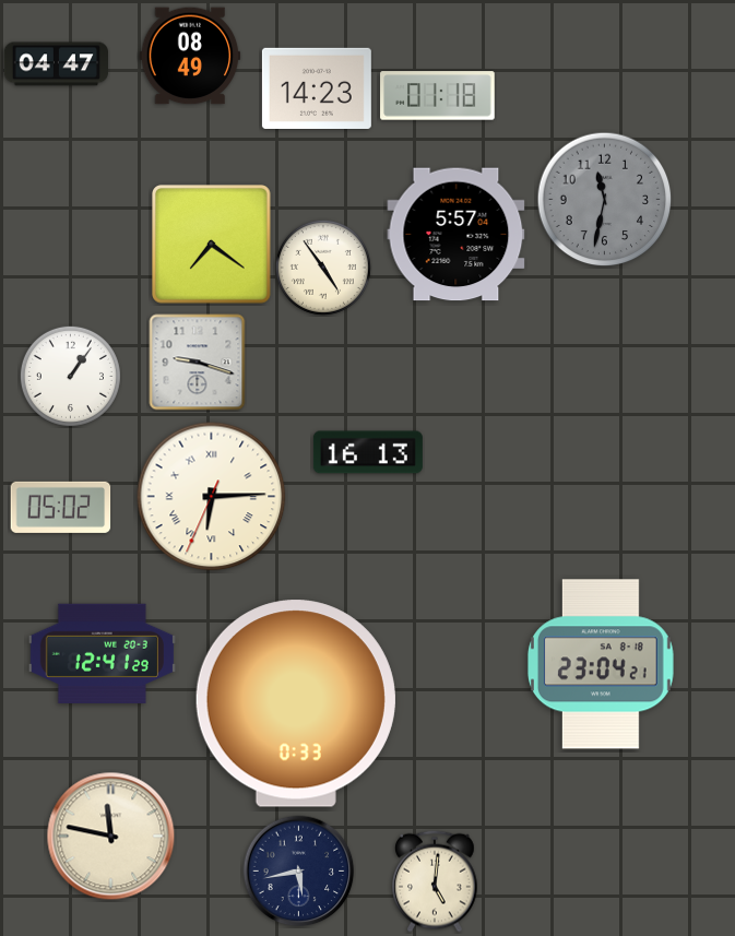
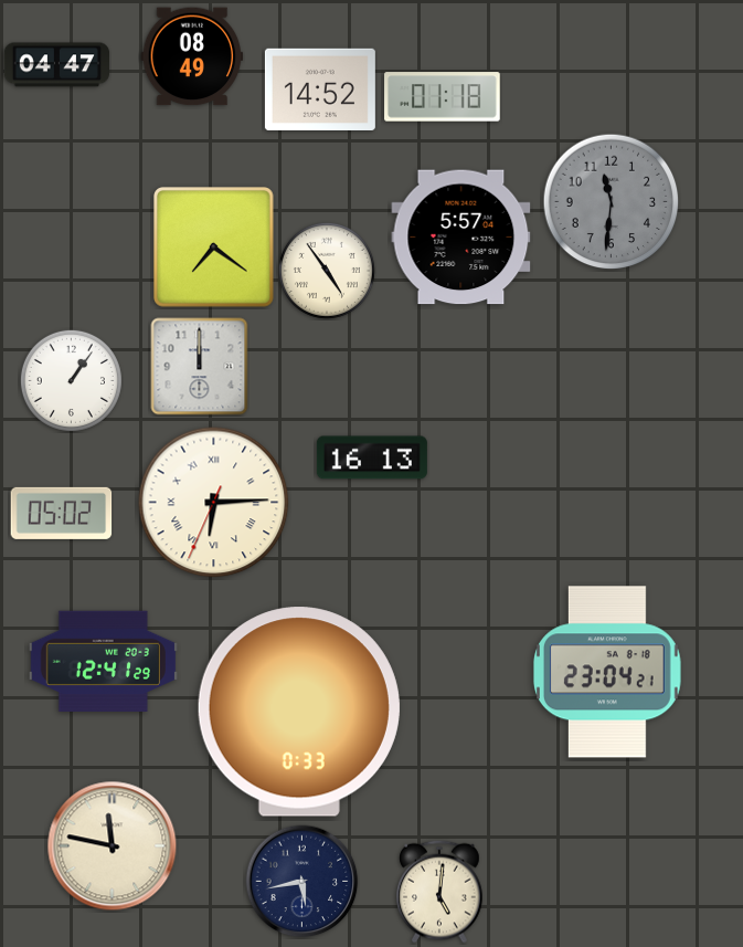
clock at (317, 88): 14:23 -> 14:52
clock at (605, 200): 11:32 -> 11:31
clock at (198, 363): 9:18 -> 12:00
